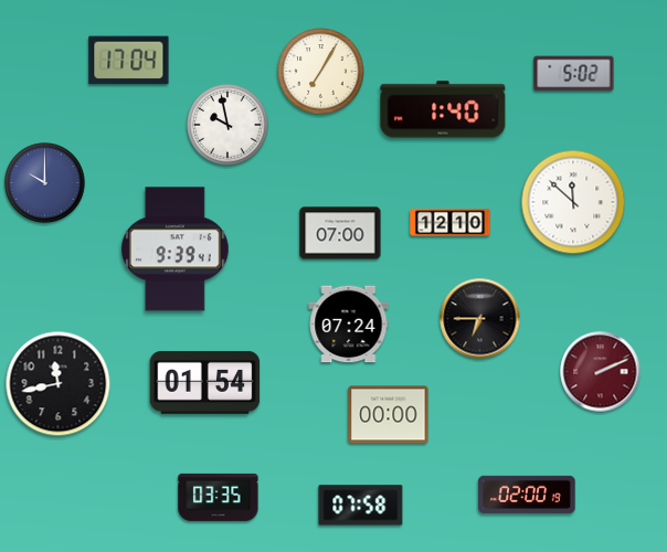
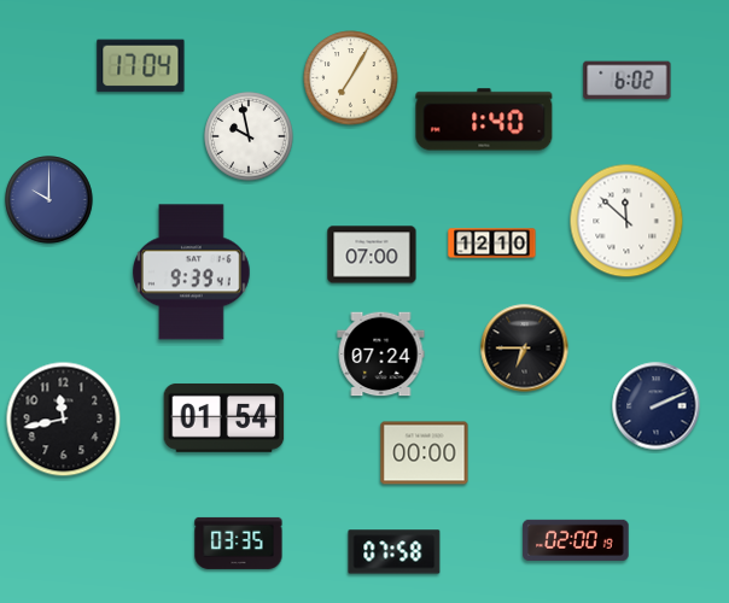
clock at (574, 74): 5:02 -> 6:02
clock at (601, 372) dial: burgundy -> navy
